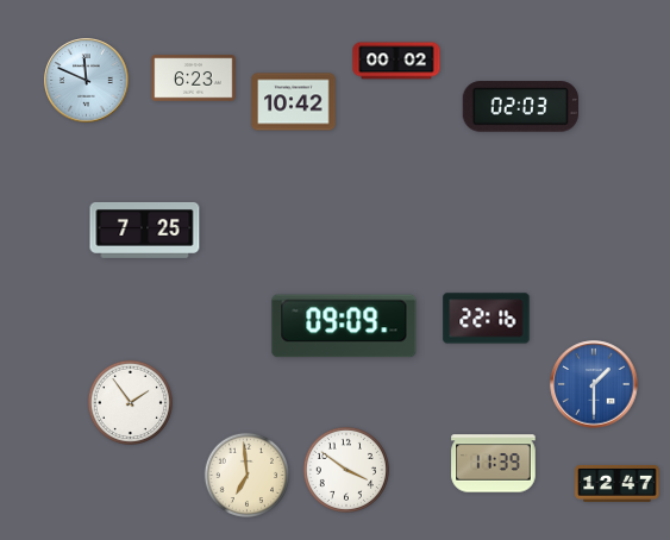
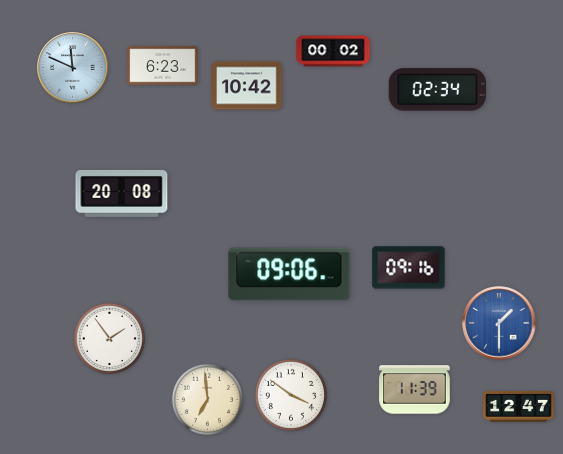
clock at (520, 107): 02:03 -> 02:34
clock at (145, 230): 7:25 -> 20:08
clock at (487, 319): 22:16 -> 09:16
clock at (344, 326): 09:09 -> 09:06
